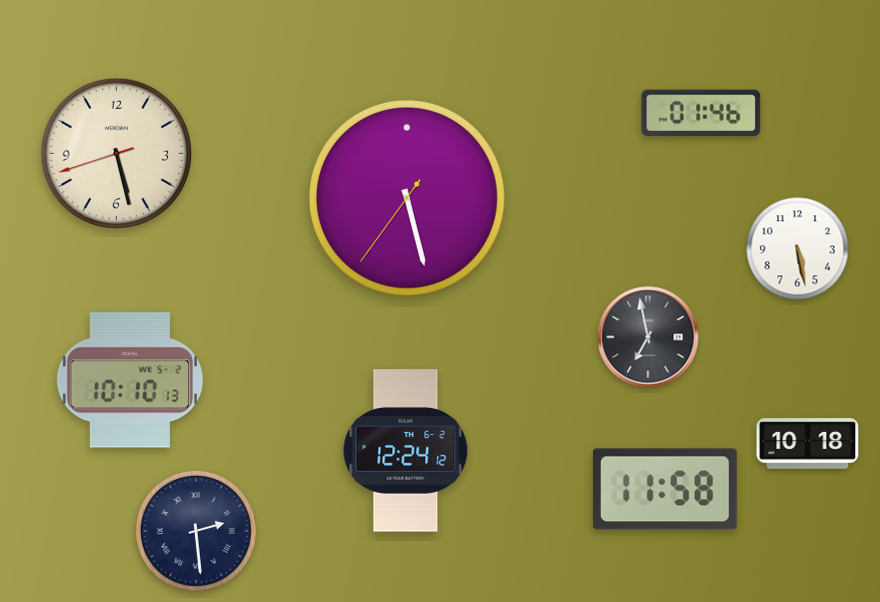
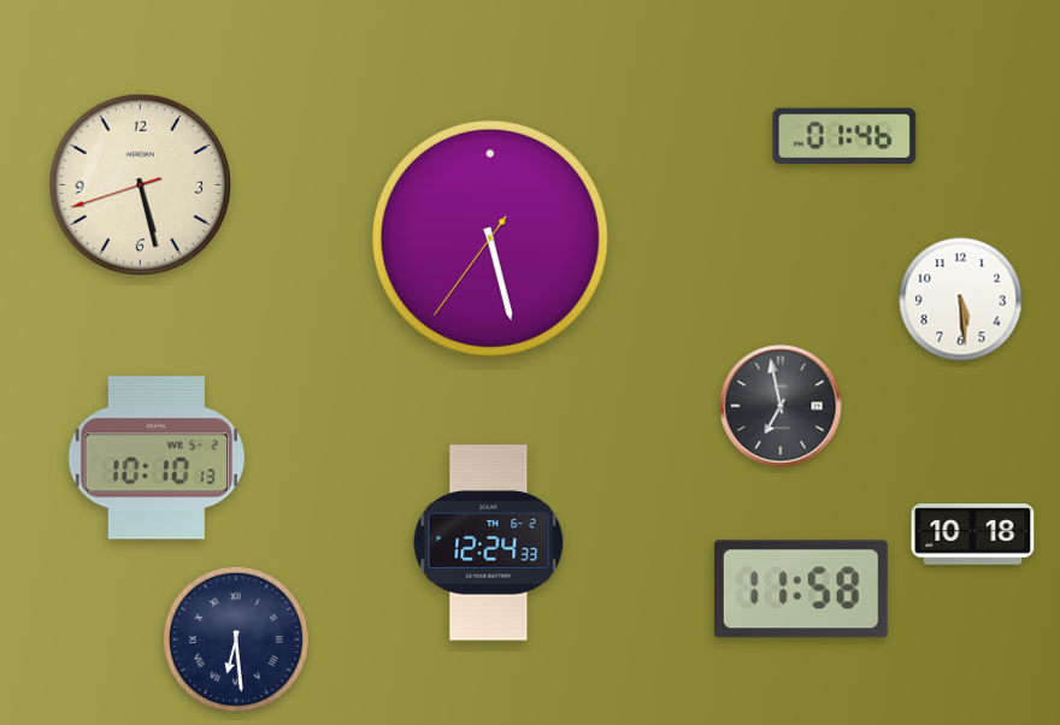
clock at (798, 249): 5:28 -> 5:29
clock at (406, 451): 12:24:12 -> 12:24:33
clock at (196, 531): 2:29 -> 6:29
